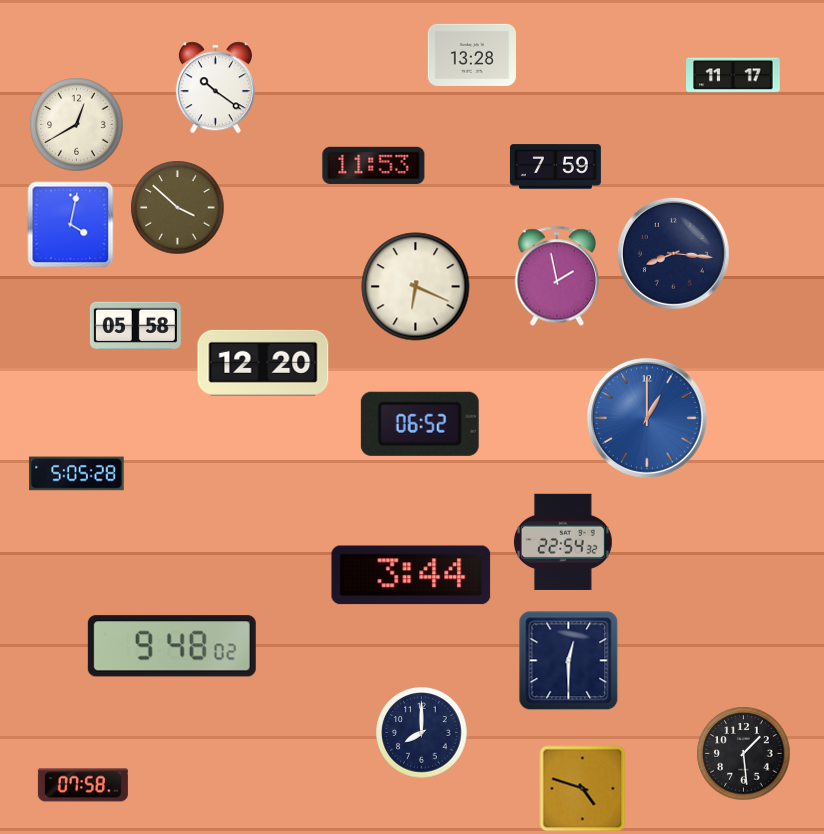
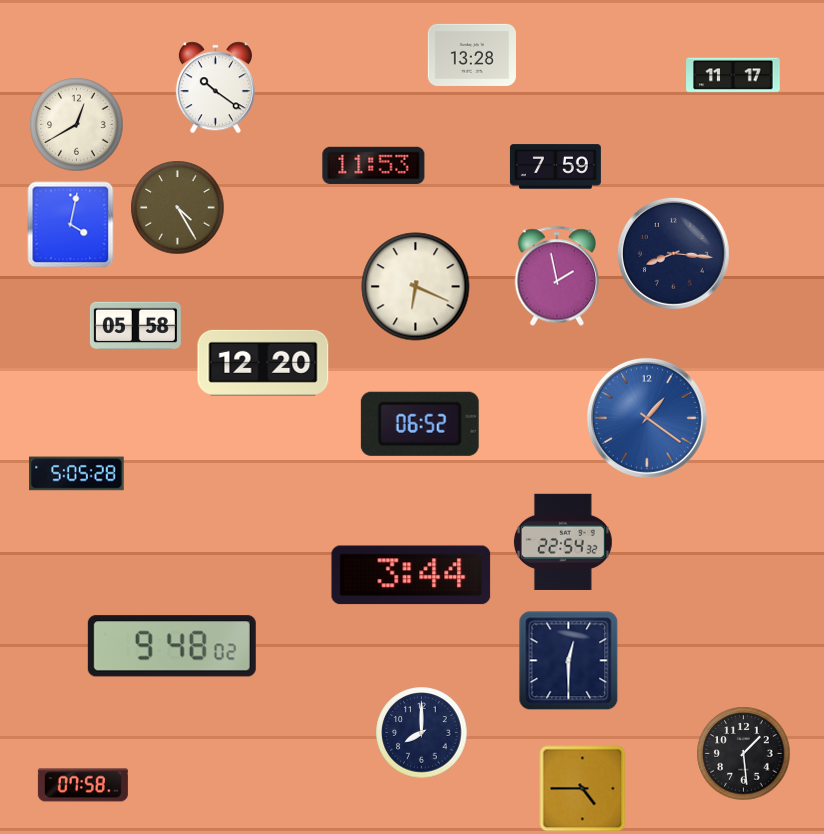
clock at (178, 208): 3:52 -> 4:25
clock at (647, 418): 1:00 -> 1:21
clock at (583, 789): 4:48 -> 4:45
